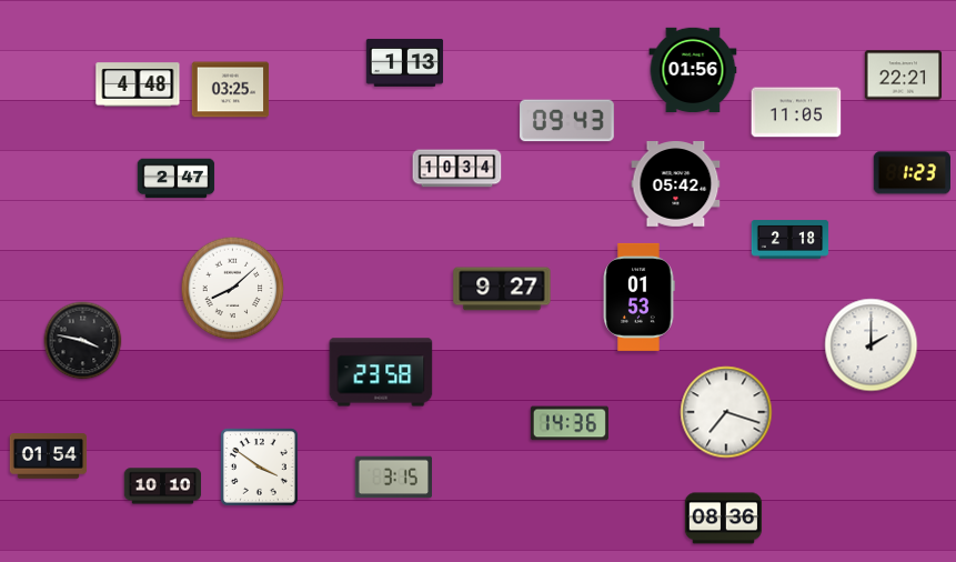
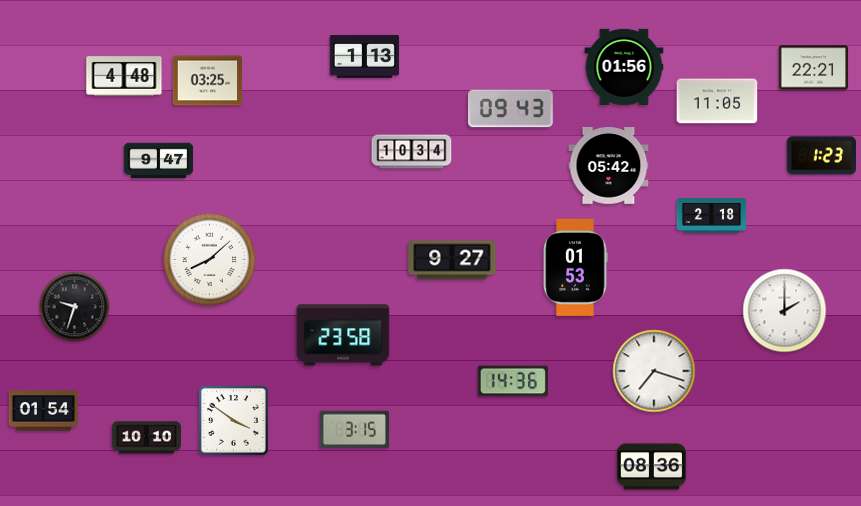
clock at (693, 70) position: (693, 70) -> (624, 67)
clock at (177, 179): 2:47 -> 9:47
clock at (83, 341): 3:47 -> 9:33
